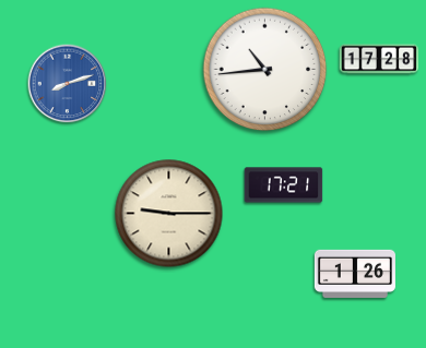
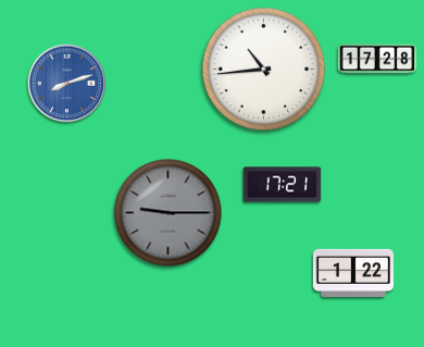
clock at (169, 214) dial: cream -> grey
clock at (355, 273): 1:26 -> 1:22
